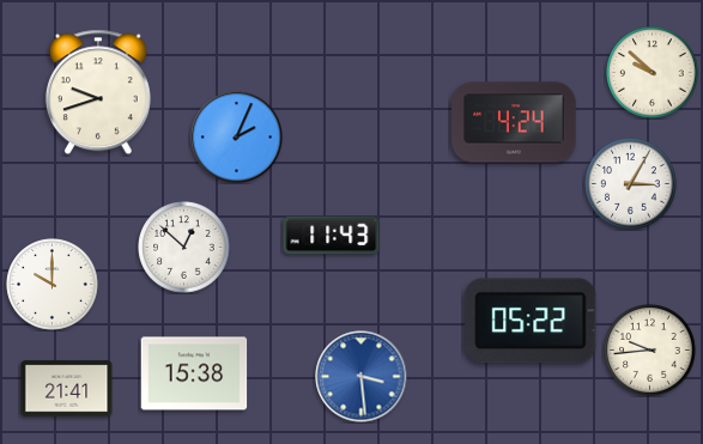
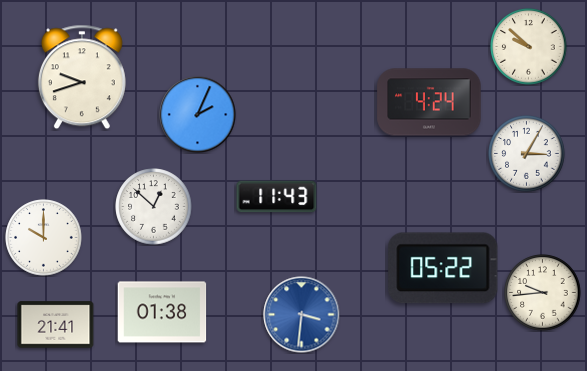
clock at (653, 73) position: (653, 73) -> (529, 47)
clock at (194, 373): 15:38 -> 01:38
clock at (362, 377): 3:29 -> 3:31
